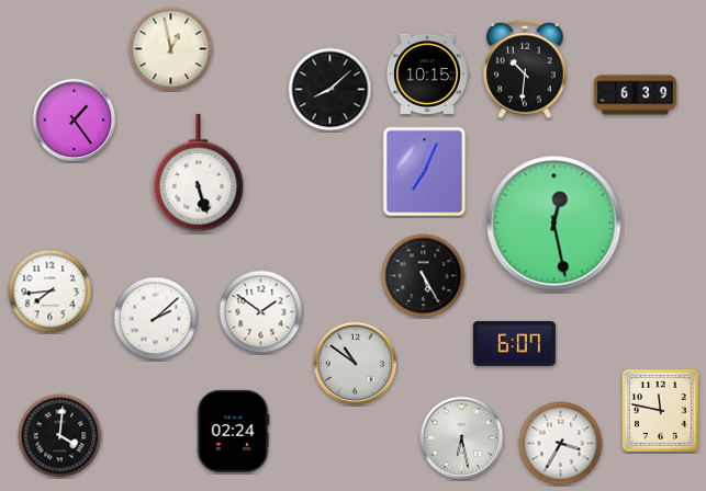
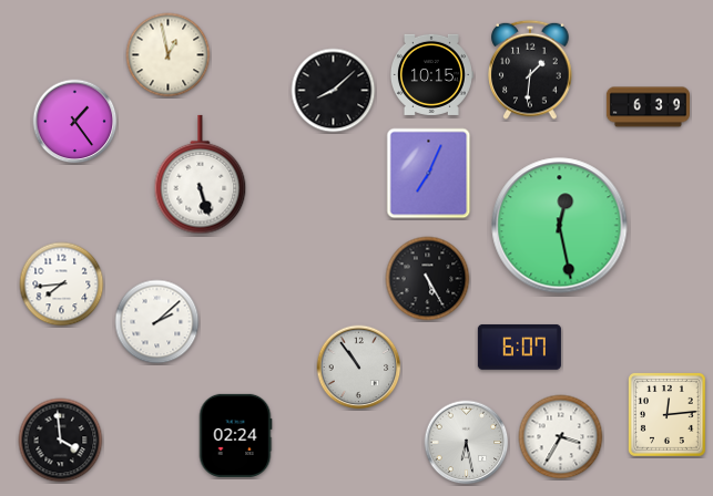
clock at (171, 49) position: (171, 49) -> (169, 55)
clock at (525, 69): 10:31 -> 1:31
clock at (635, 95) position: (635, 95) -> (648, 107)
clock at (51, 292) position: (51, 292) -> (62, 285)
clock at (261, 312): 1:51 -> none
clock at (356, 364): 10:51 -> 10:54
clock at (660, 410): 11:47 -> 12:14
clock at (60, 436): 4:01 -> 3:59
clock at (561, 444) position: (561, 444) -> (561, 437)
